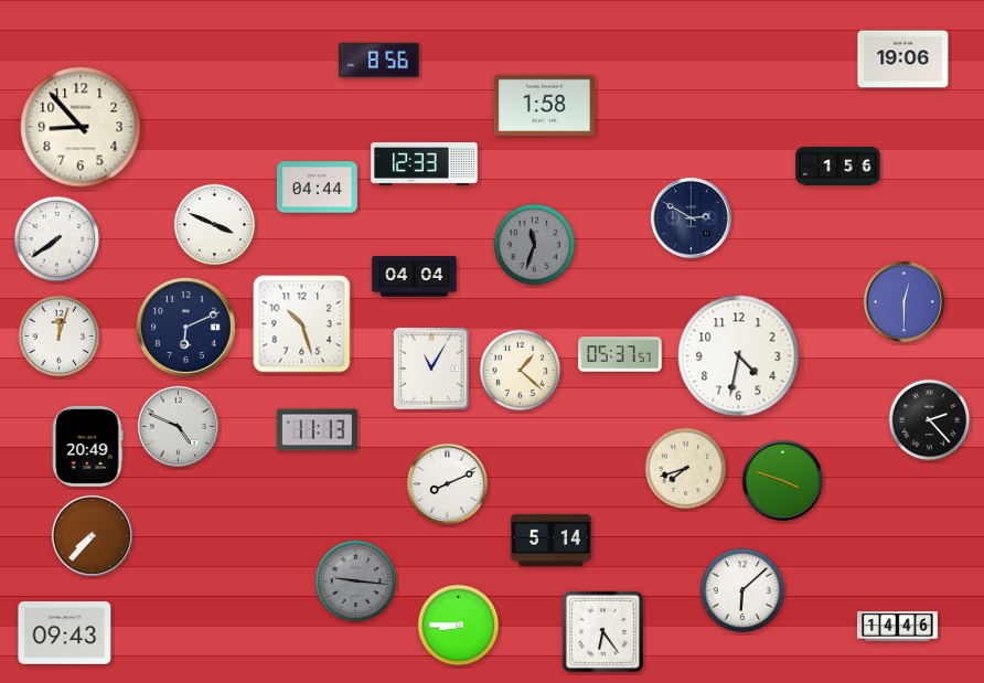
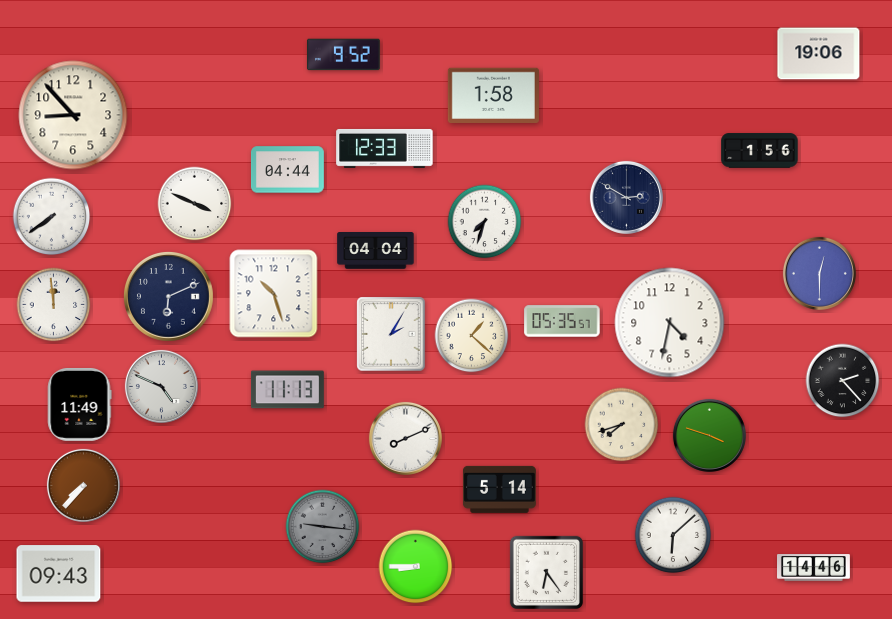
clock at (378, 61): 8:56 -> 9:52
clock at (535, 245): 11:33 -> 7:33
clock at (535, 245) dial: grey -> white
clock at (60, 337): 12:03 -> 11:59
clock at (620, 354): 05:37 -> 05:35
clock at (431, 369): 11:05 -> 2:05
clock at (87, 446): 20:49 -> 11:49
